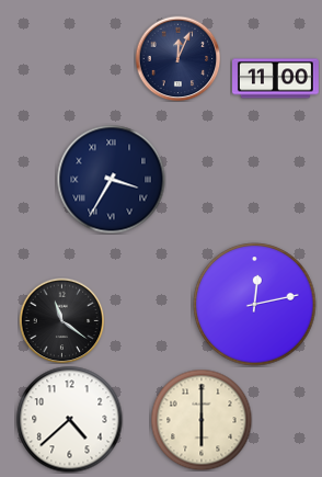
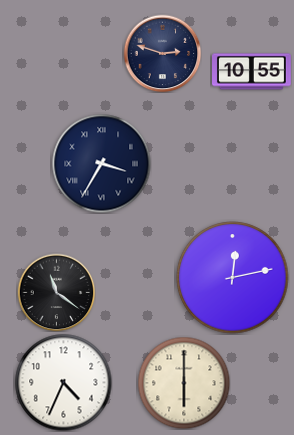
clock at (177, 58): 12:04 -> 2:48
clock at (276, 79): 11:00 -> 10:55
clock at (69, 419): 4:38 -> 4:34
